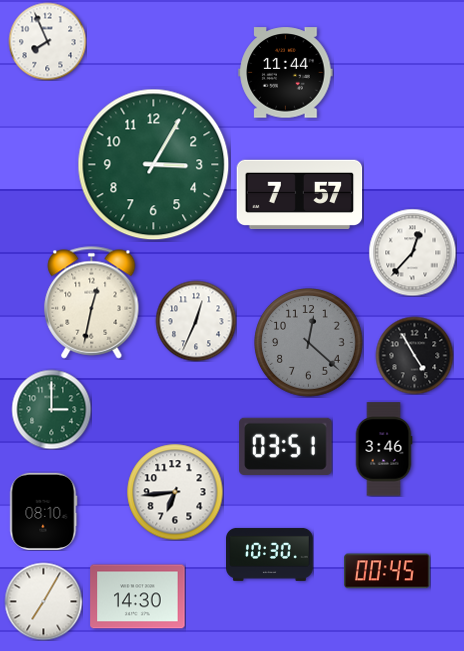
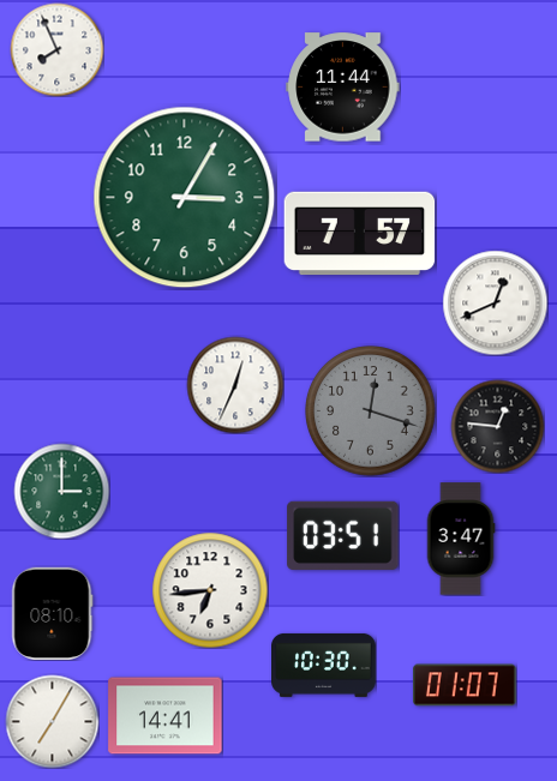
clock at (412, 252): 12:37 -> 12:41
clock at (92, 303): 12:32 -> none
clock at (309, 343): 12:22 -> 12:18
clock at (414, 355): 4:55 -> 12:46
clock at (384, 449): 3:46 -> 3:47
clock at (387, 571): 00:45 -> 01:07
clock at (138, 597): 14:30 -> 14:41
